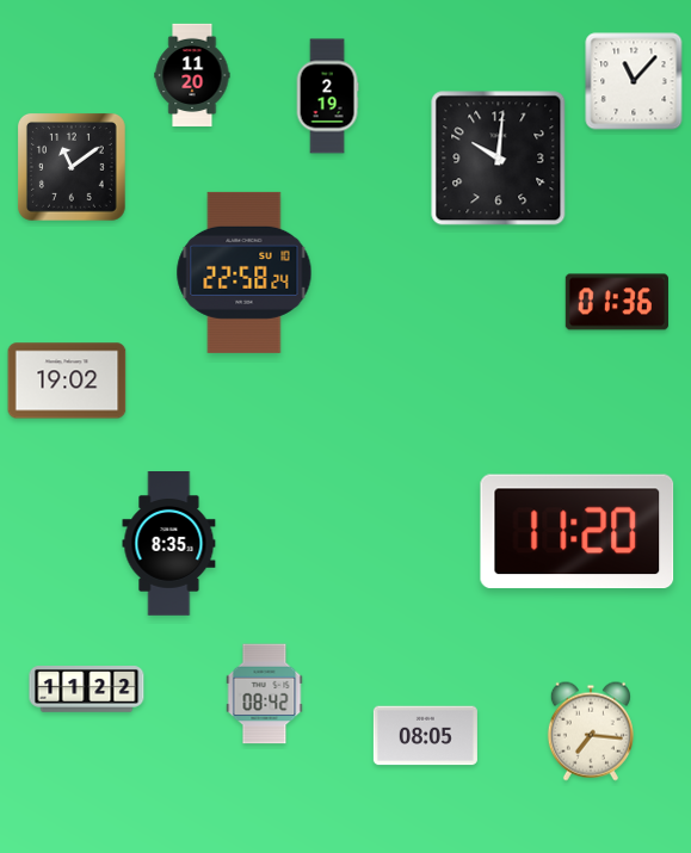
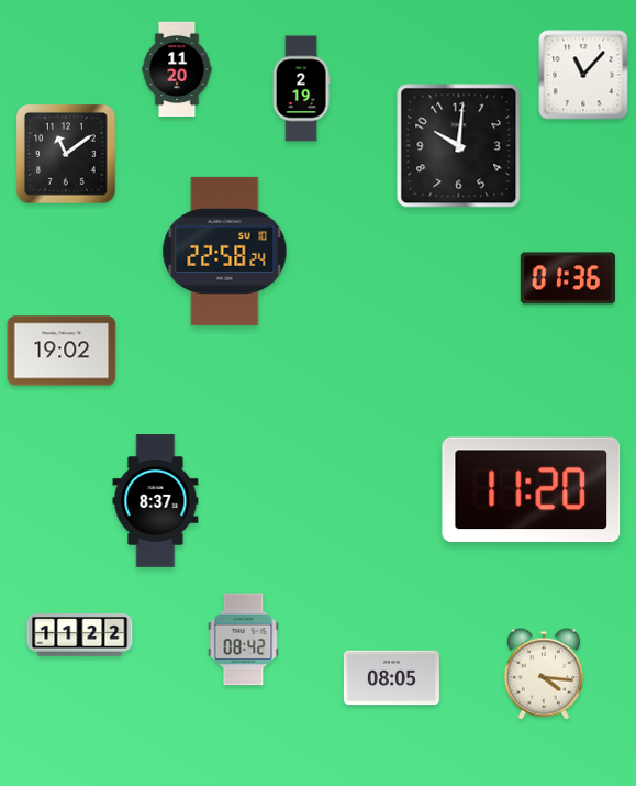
clock at (169, 544): 8:35 -> 8:37
clock at (591, 731): 7:16 -> 4:16
